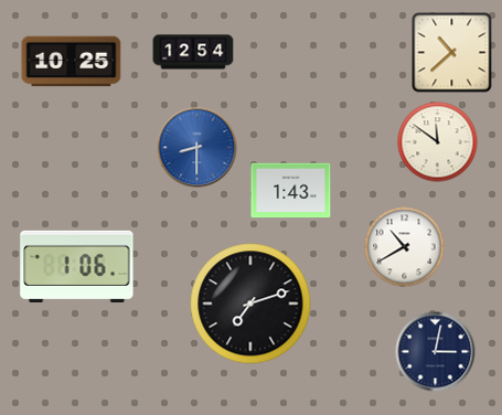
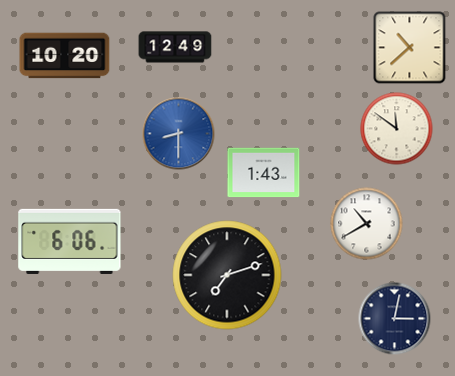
clock at (193, 52): 12:54 -> 12:49
clock at (72, 62): 10:25 -> 10:20
clock at (77, 266): 1:06 -> 6:06
